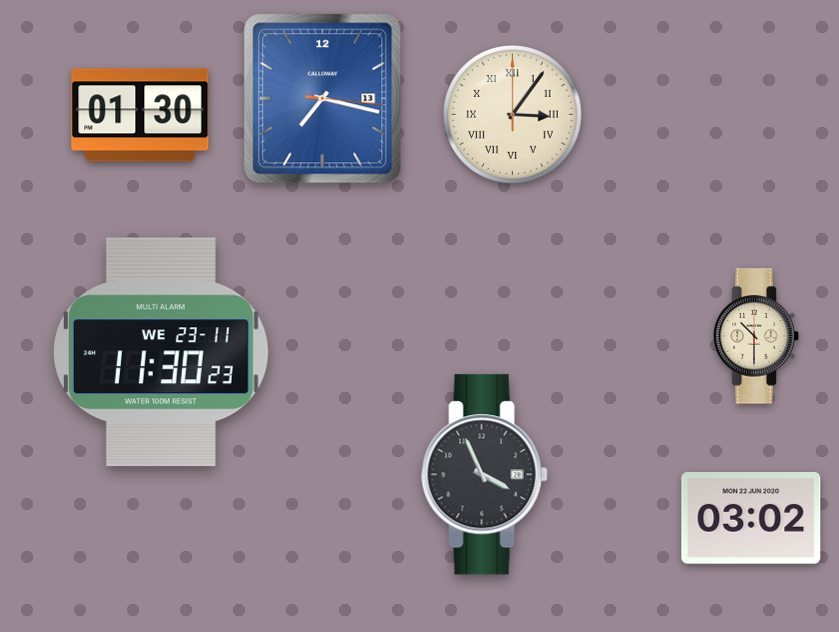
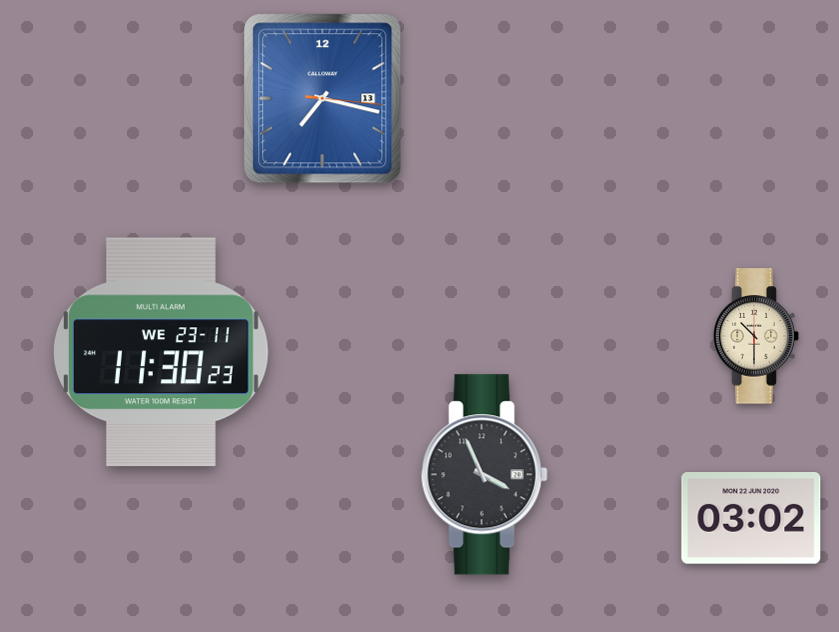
clock at (140, 115): 01:30 -> none
clock at (513, 115): 3:06 -> none
